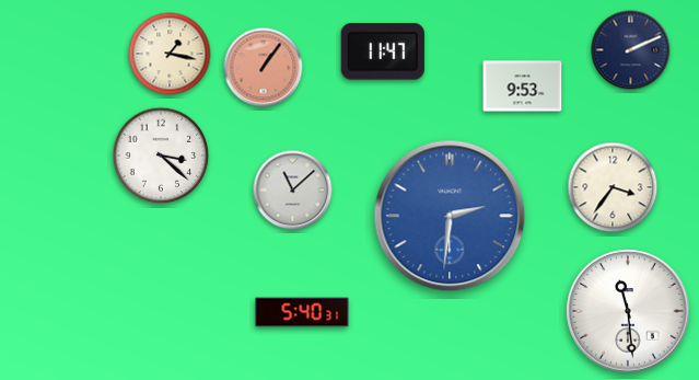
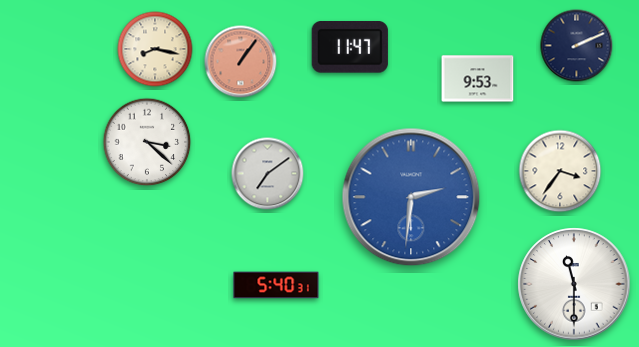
clock at (170, 54): 1:17 -> 8:17
clock at (293, 191): 11:08 -> 7:09
clock at (628, 311): 11:29 -> 11:30
